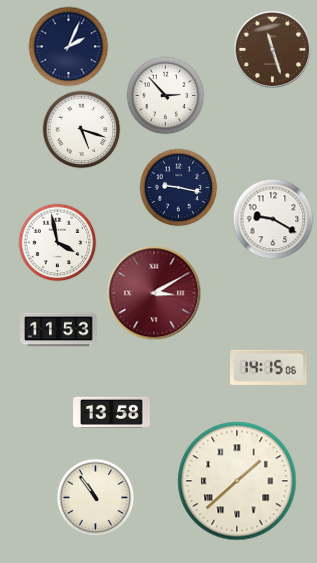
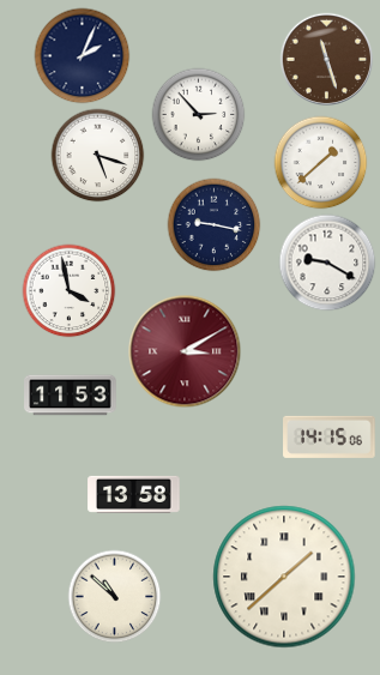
clock at (320, 162): none -> 1:38
clock at (269, 367) position: (269, 367) -> (330, 436)
clock at (95, 497): 10:54 -> 10:52
